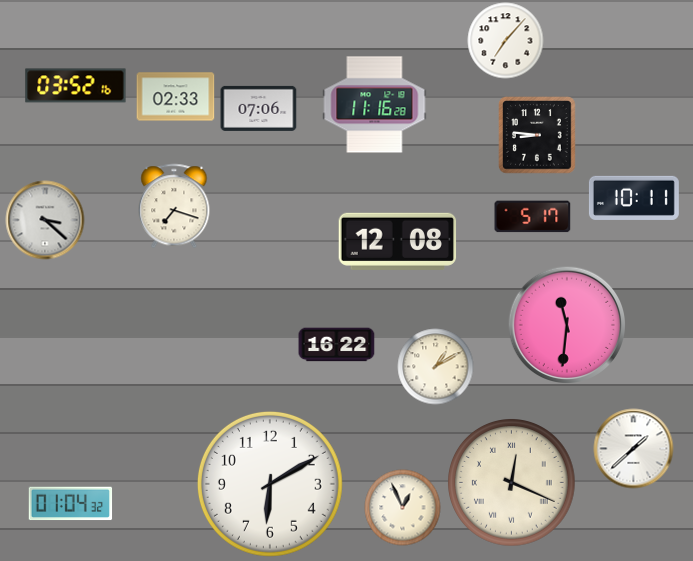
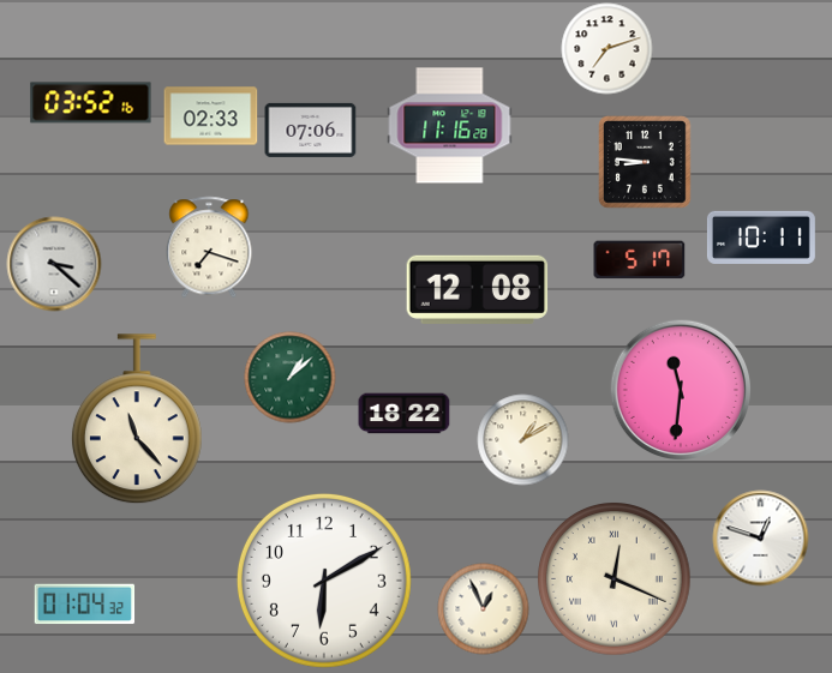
clock at (506, 41): 7:07 -> 7:12
clock at (291, 378): none -> 1:08
clock at (337, 345): 16:22 -> 18:22
clock at (137, 420): none -> 11:23
clock at (634, 449): 1:38 -> 12:48
